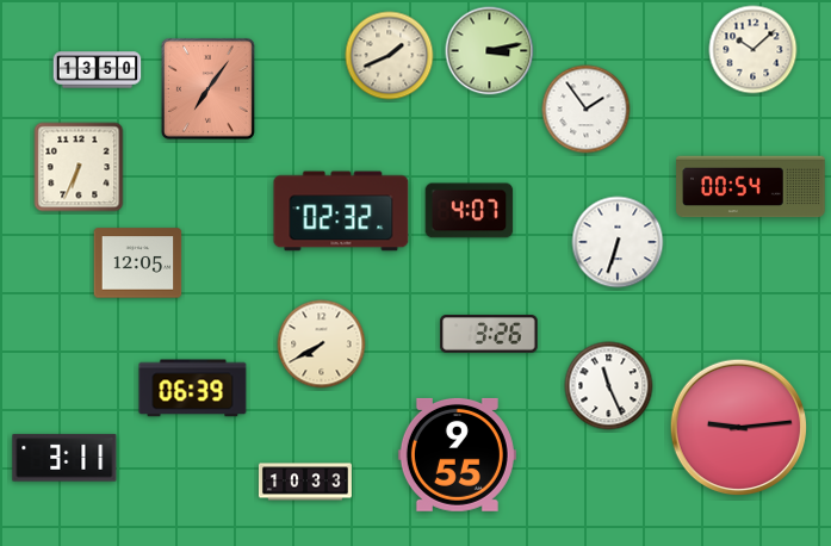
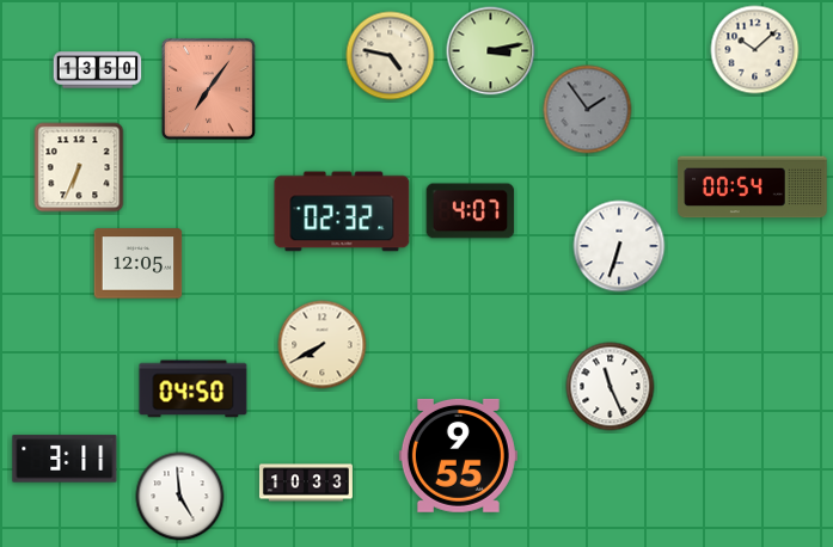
clock at (390, 56): 1:41 -> 4:47
clock at (587, 110) dial: white -> grey
clock at (618, 242) position: (618, 242) -> (619, 246)
clock at (489, 334): 3:26 -> none
clock at (193, 389): 06:39 -> 04:50
clock at (739, 428): 9:14 -> none
clock at (180, 497): none -> 4:59
